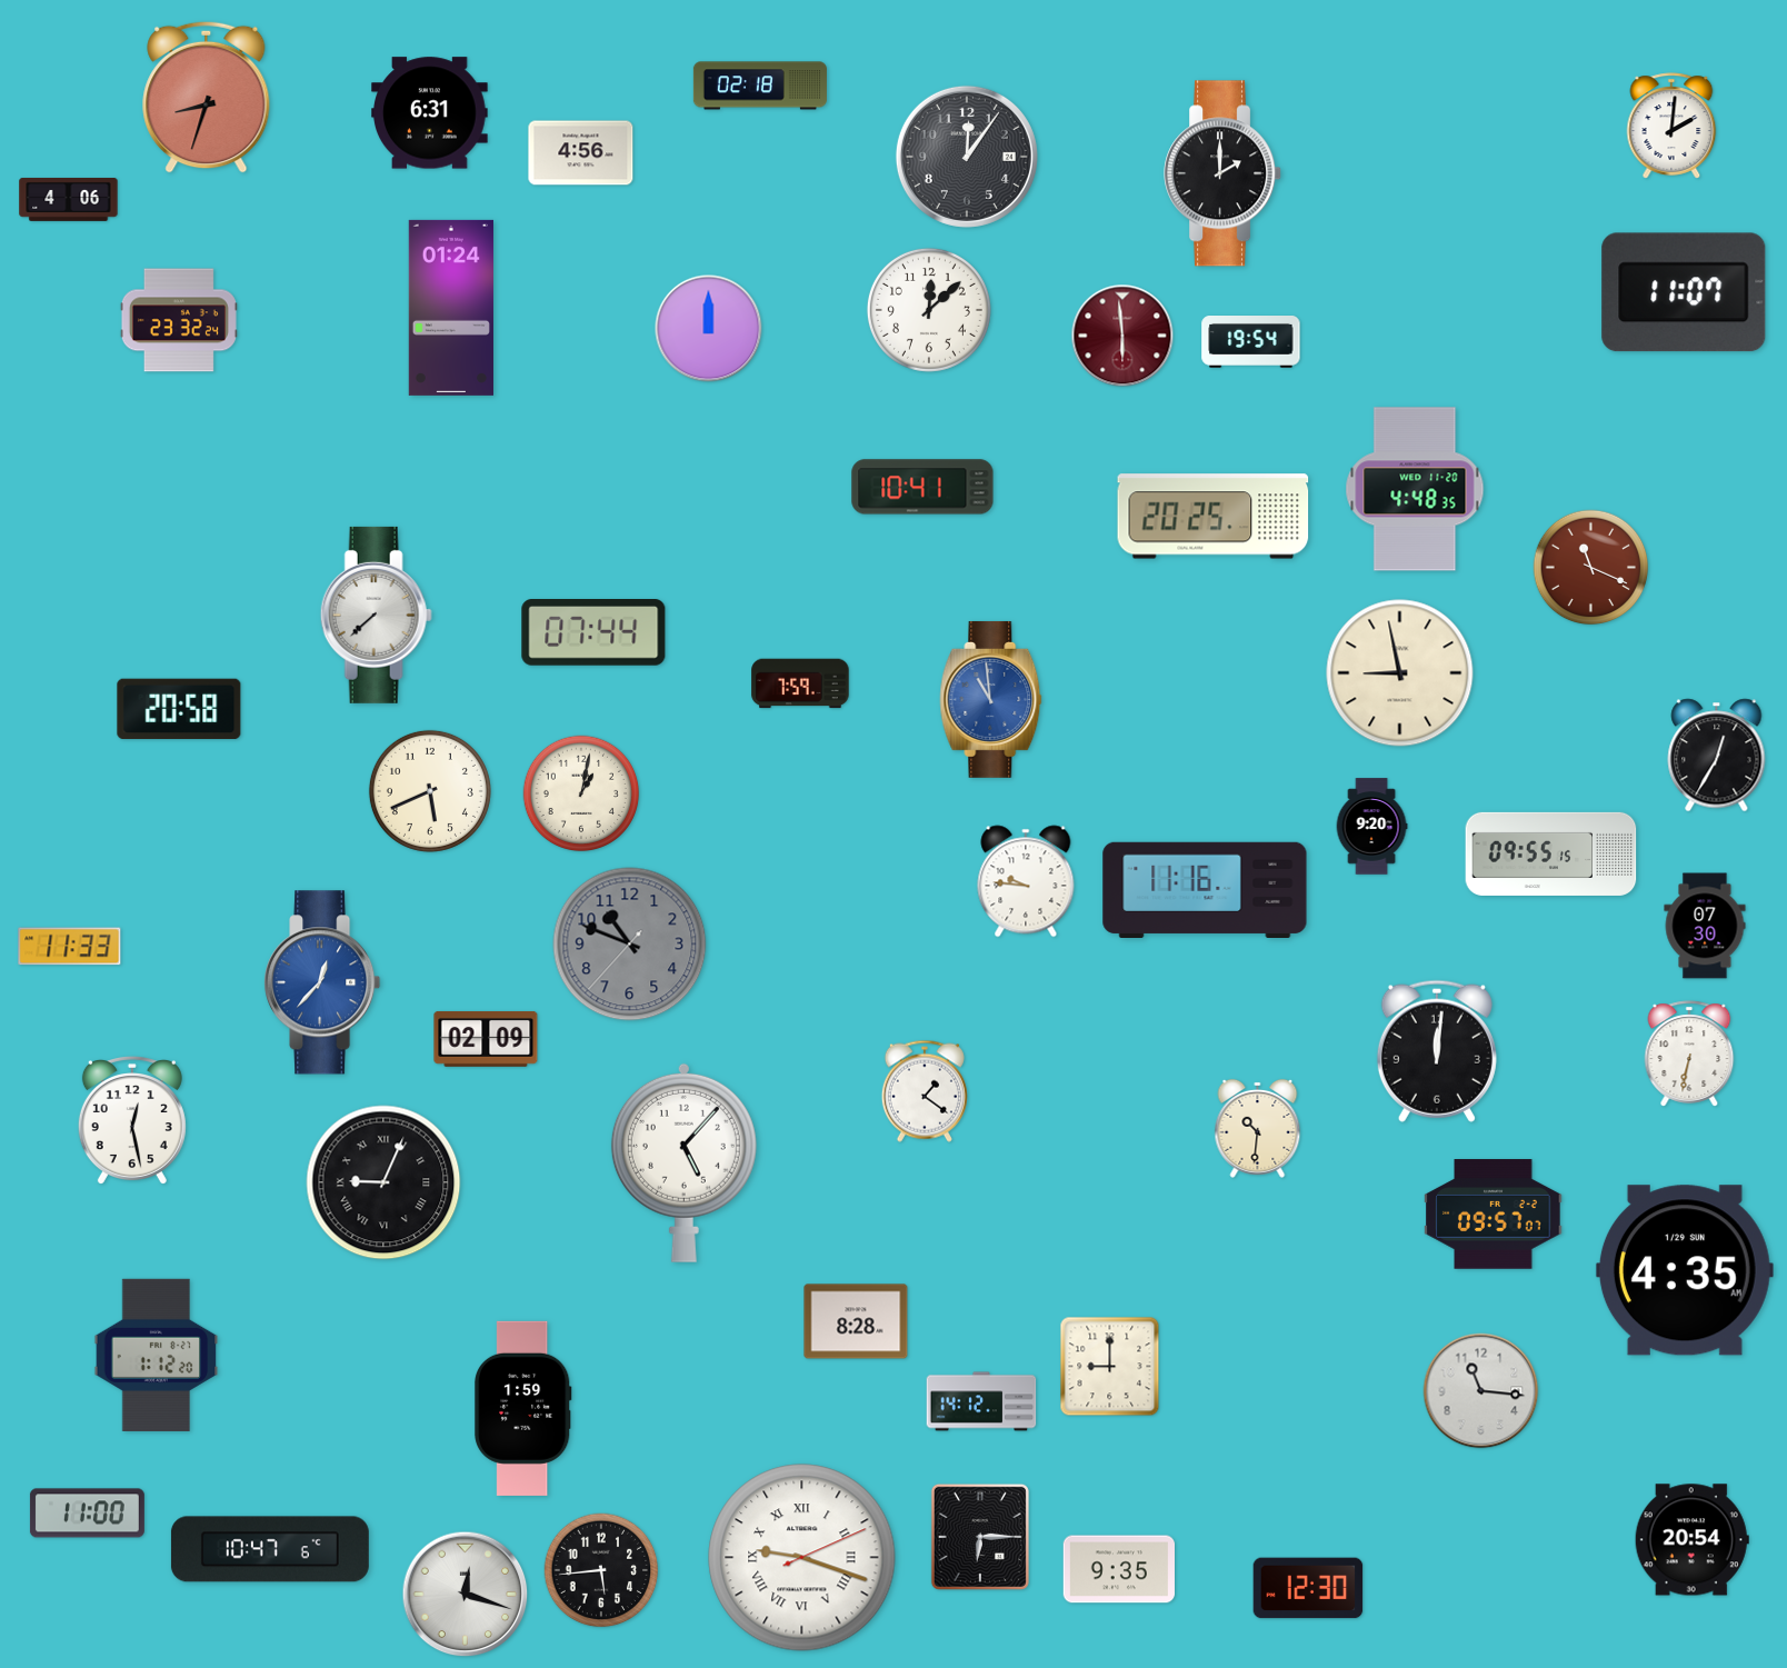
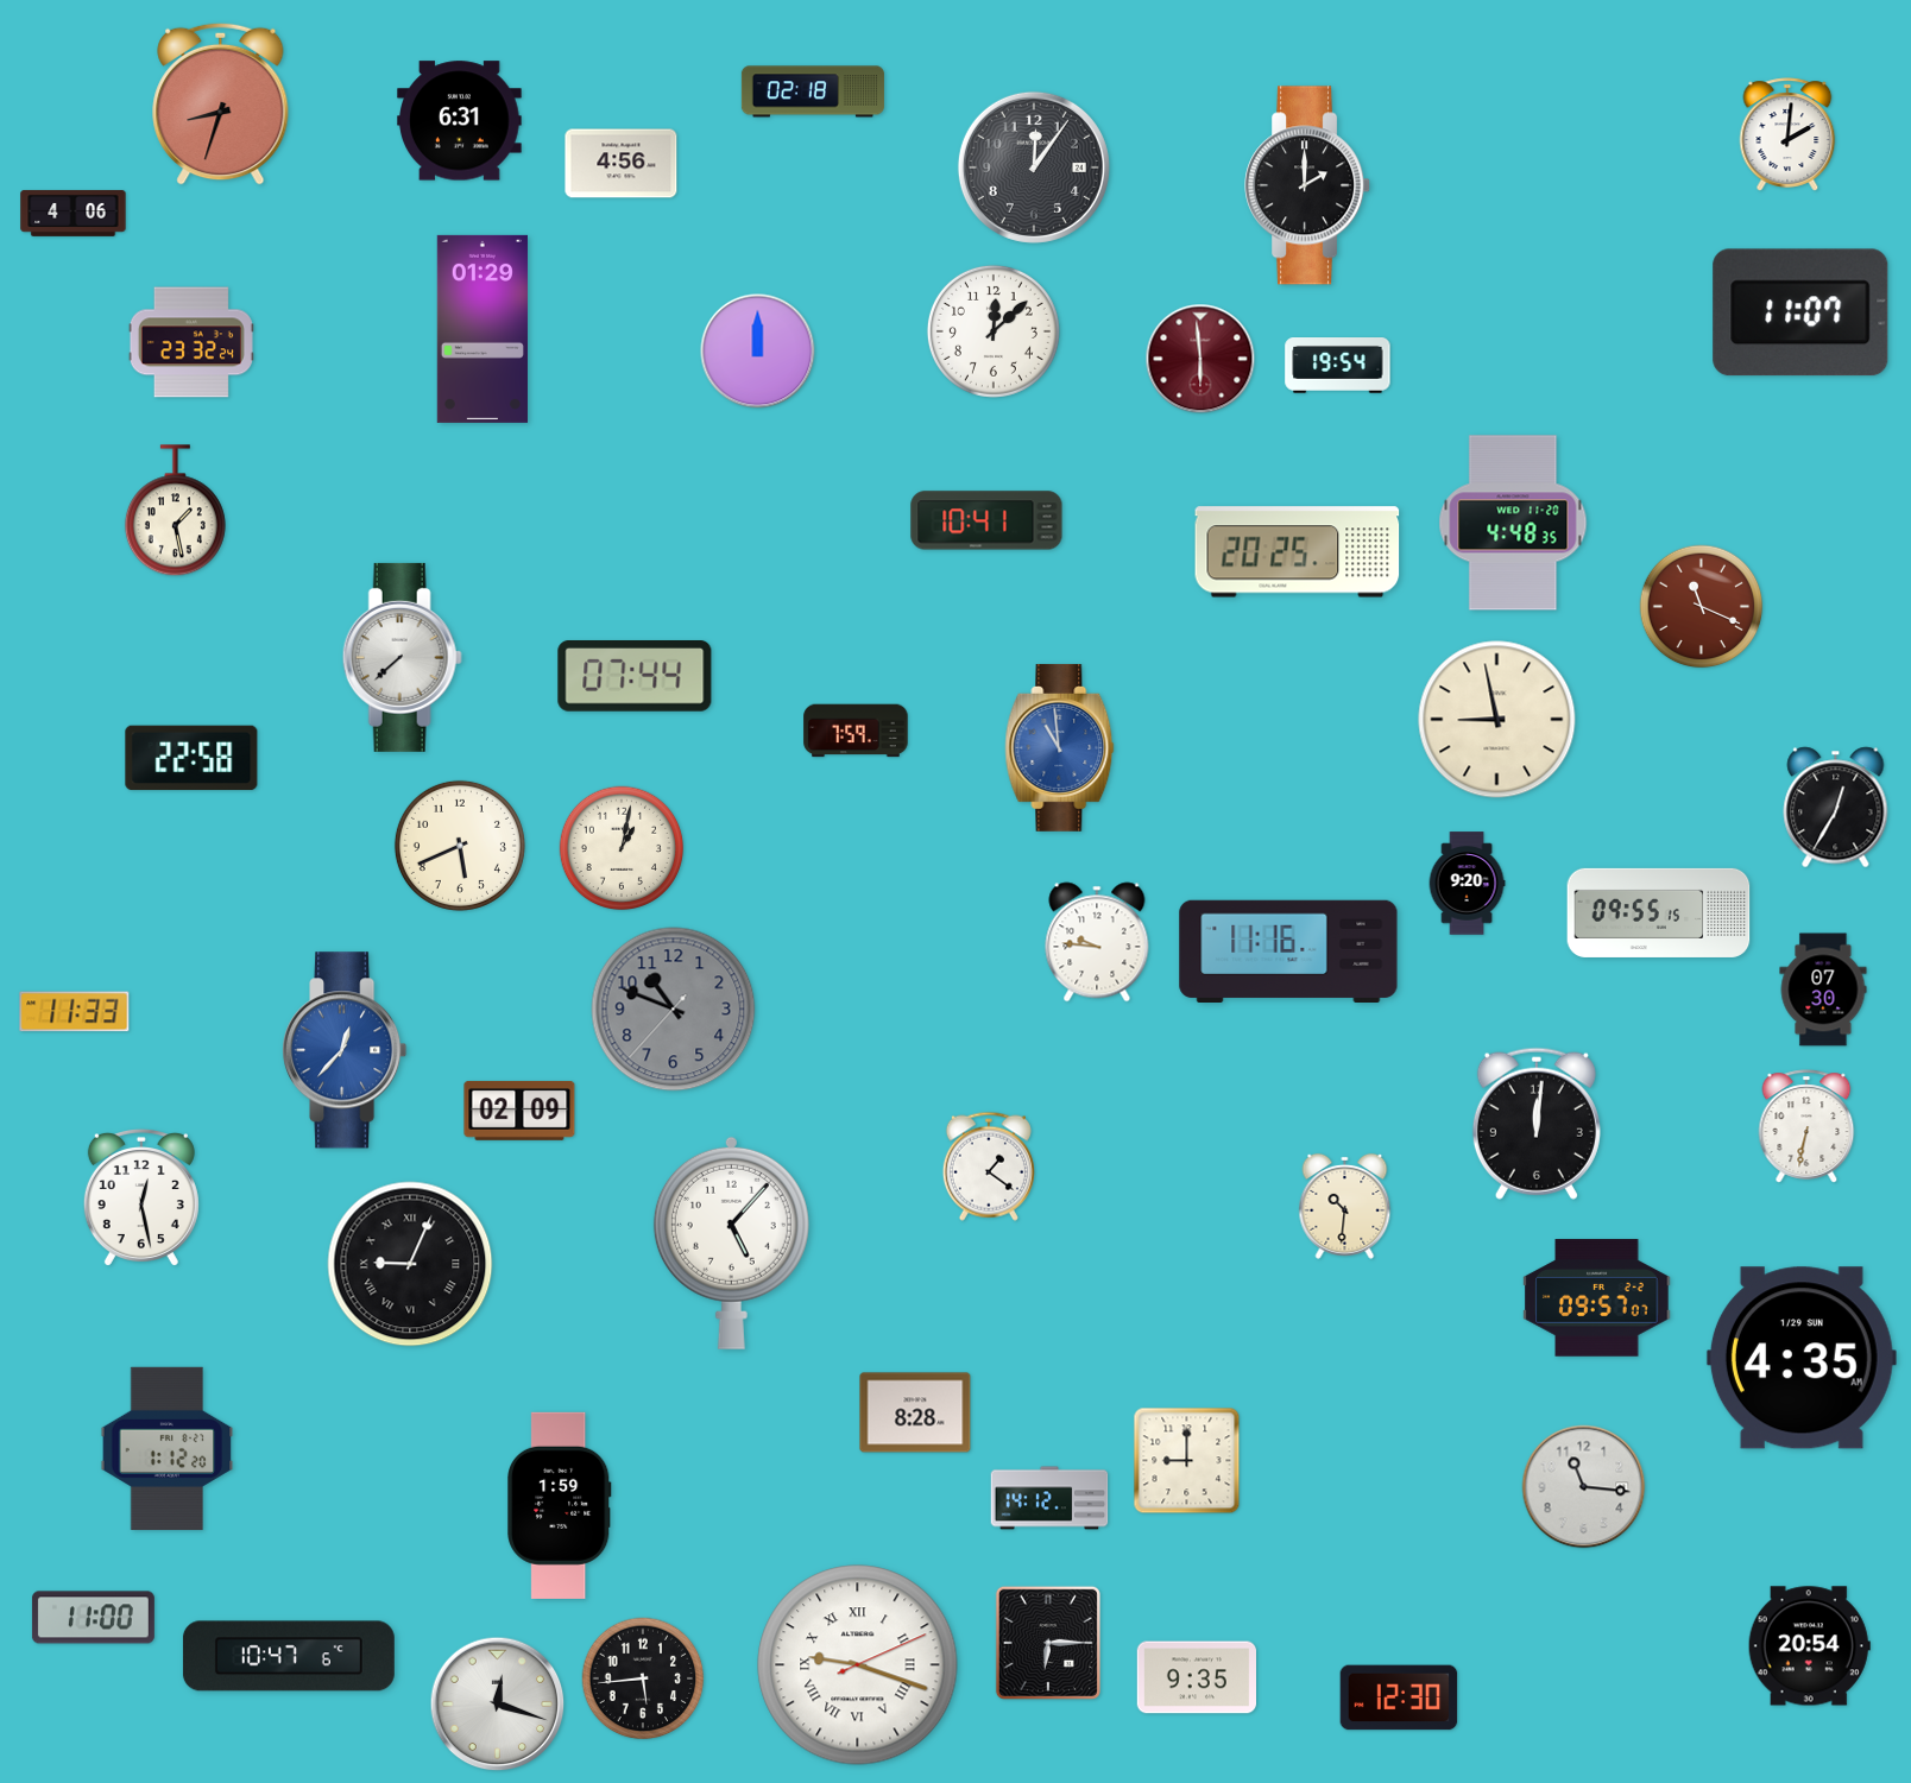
clock at (451, 308): 01:24 -> 01:29
clock at (175, 511): none -> 1:28
clock at (179, 709): 20:58 -> 22:58
